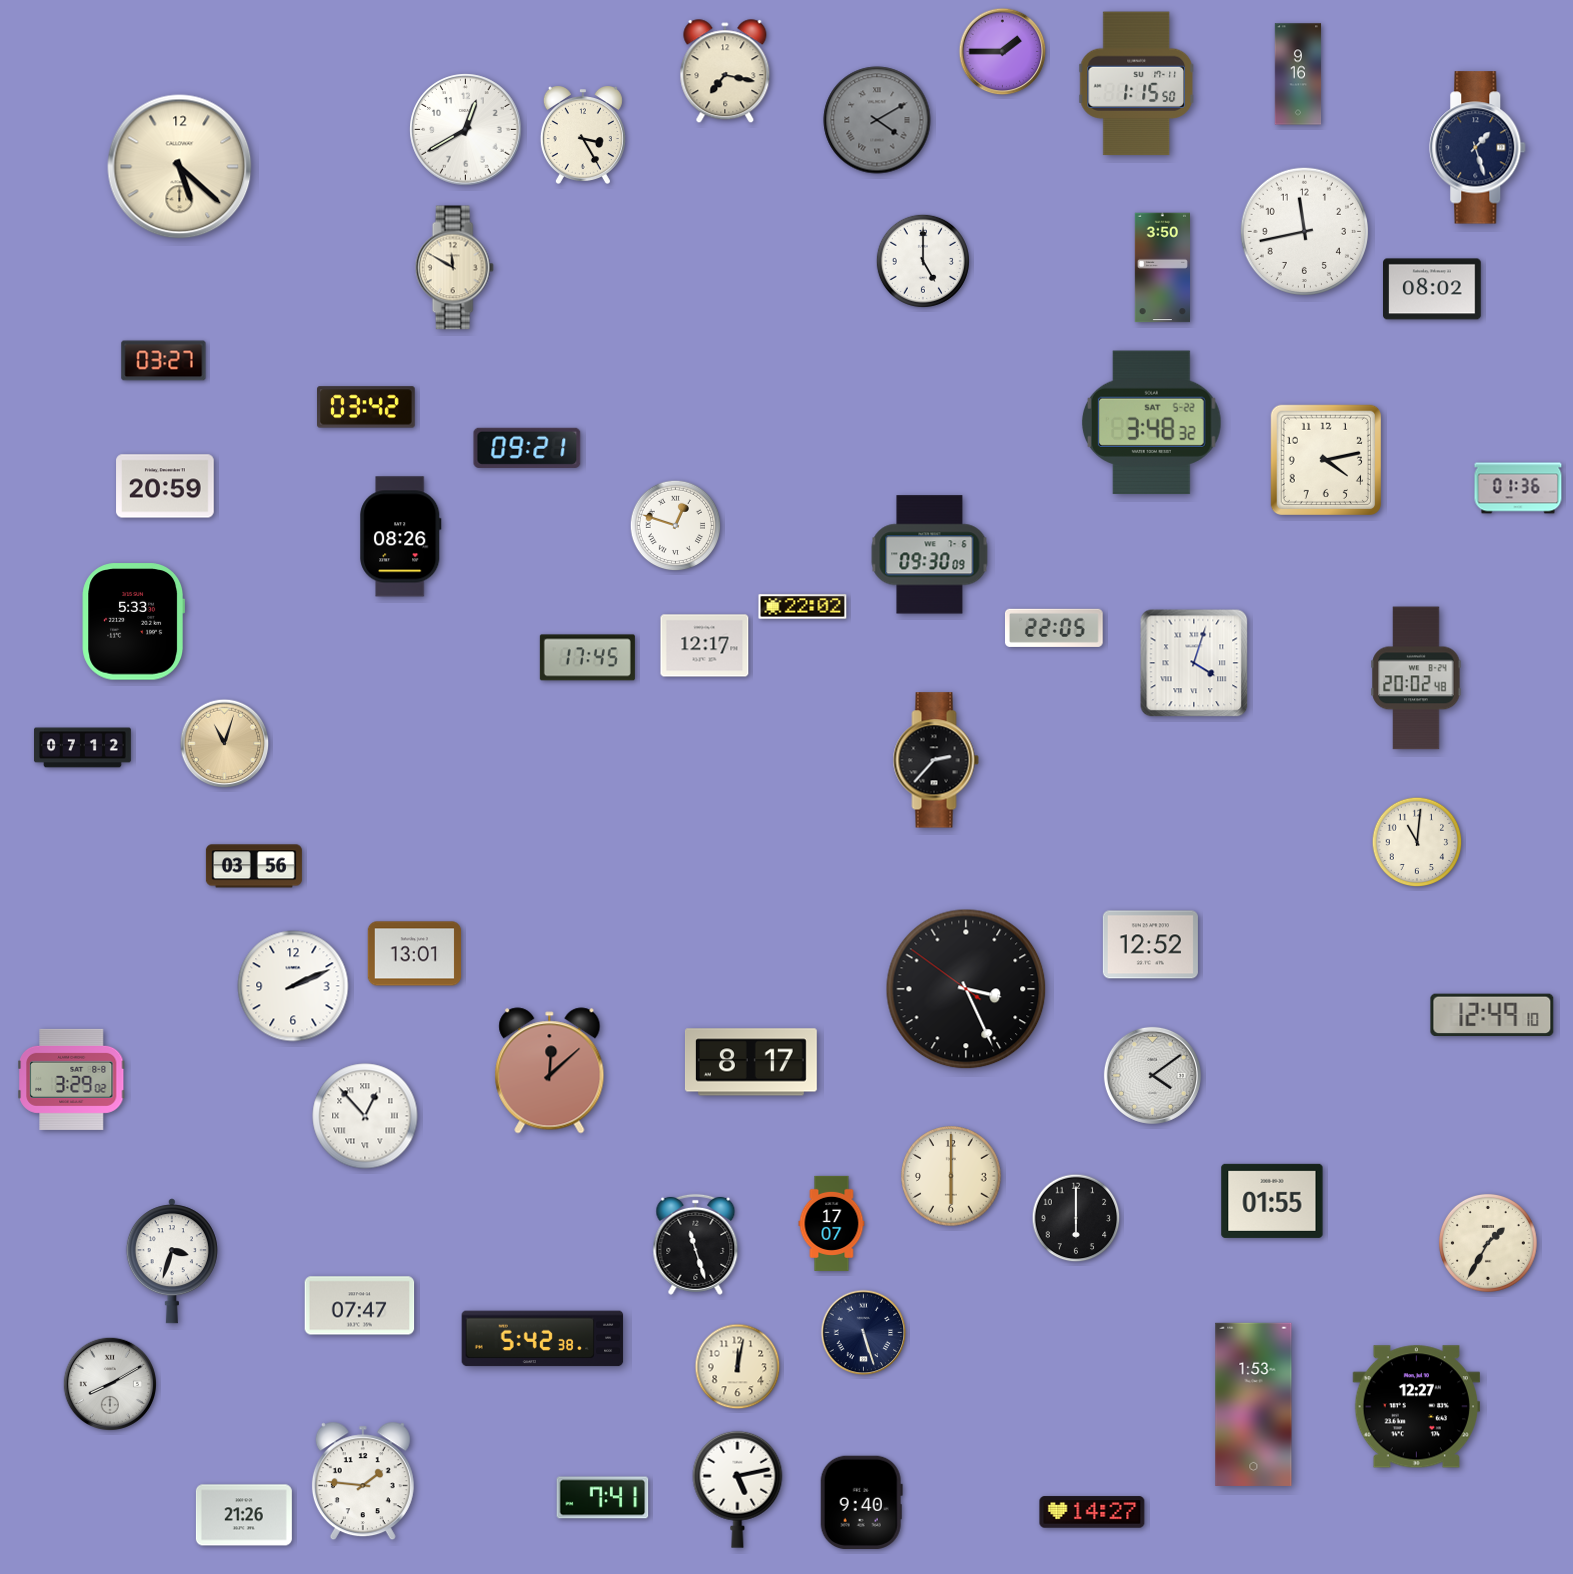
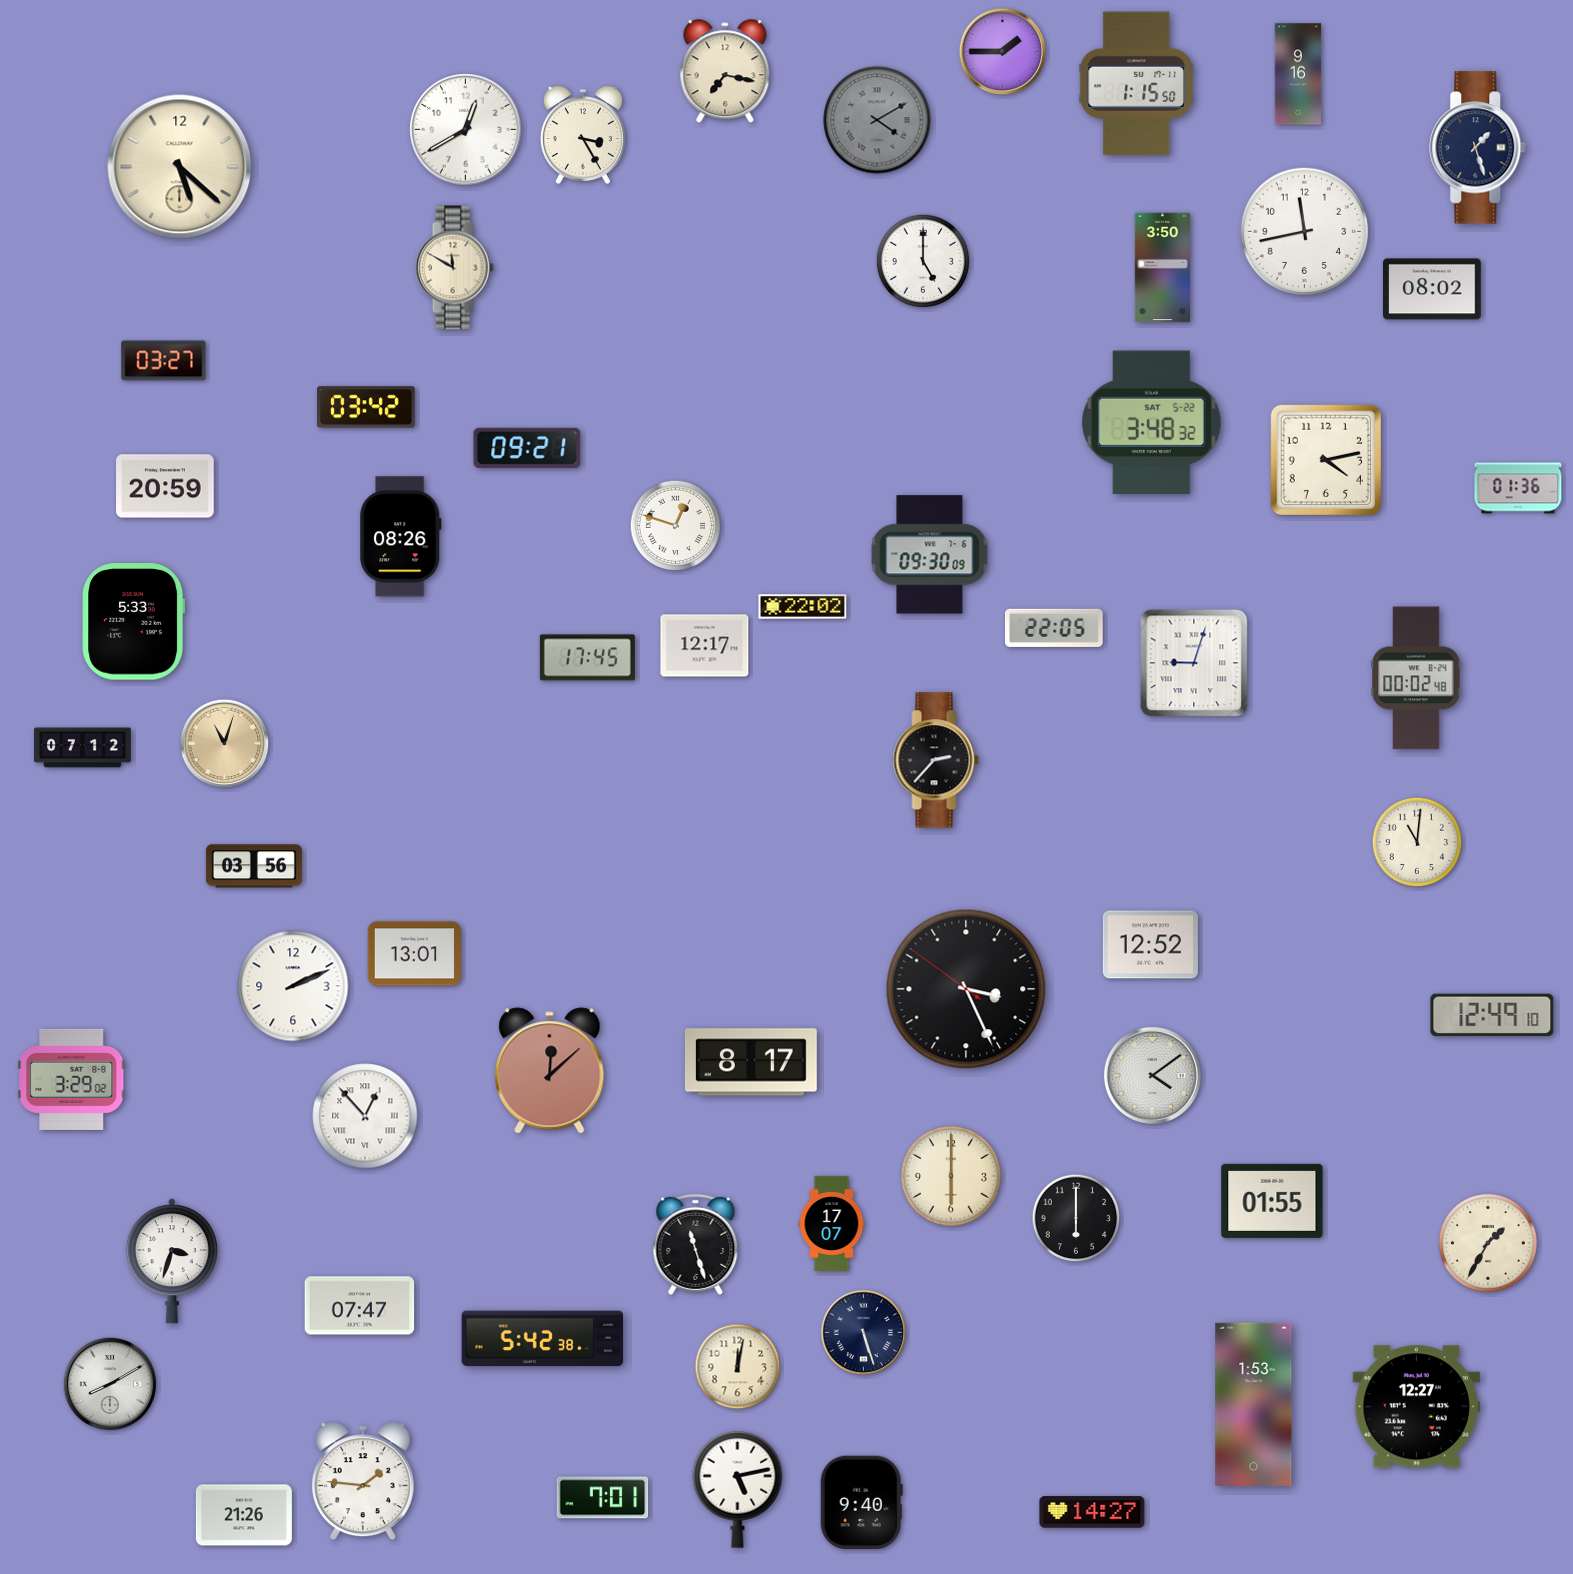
clock at (1194, 663): 4:03 -> 9:03
clock at (1416, 678): 20:02 -> 00:02
clock at (603, 1498): 7:41 -> 7:01
